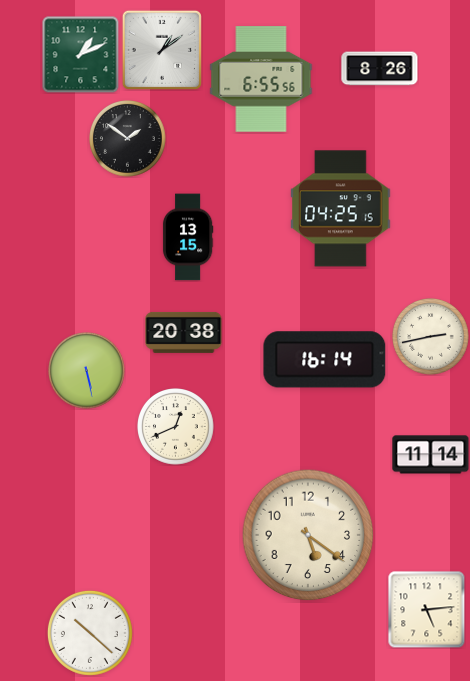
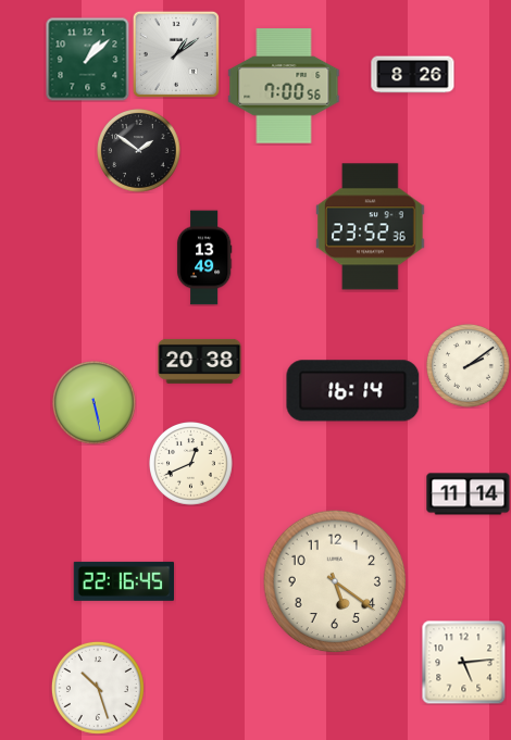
clock at (80, 54): 1:11 -> 1:08
clock at (261, 79): 6:55 -> 7:00
clock at (341, 209): 04:25 -> 23:52
clock at (188, 237): 13:15 -> 13:49
clock at (431, 337): 2:43 -> 2:09
clock at (124, 581): none -> 22:16
clock at (90, 633): 10:22 -> 10:27
